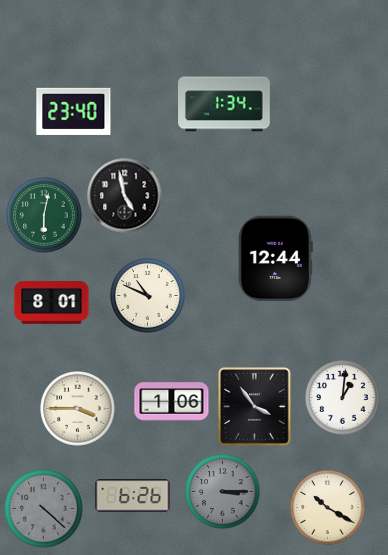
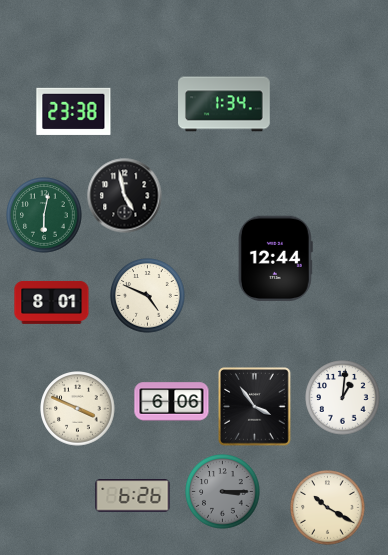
clock at (74, 111): 23:40 -> 23:38
clock at (148, 296): 10:49 -> 4:49
clock at (172, 402): 1:06 -> 6:06
clock at (78, 409): 3:45 -> 3:49
clock at (44, 509): 4:22 -> none
